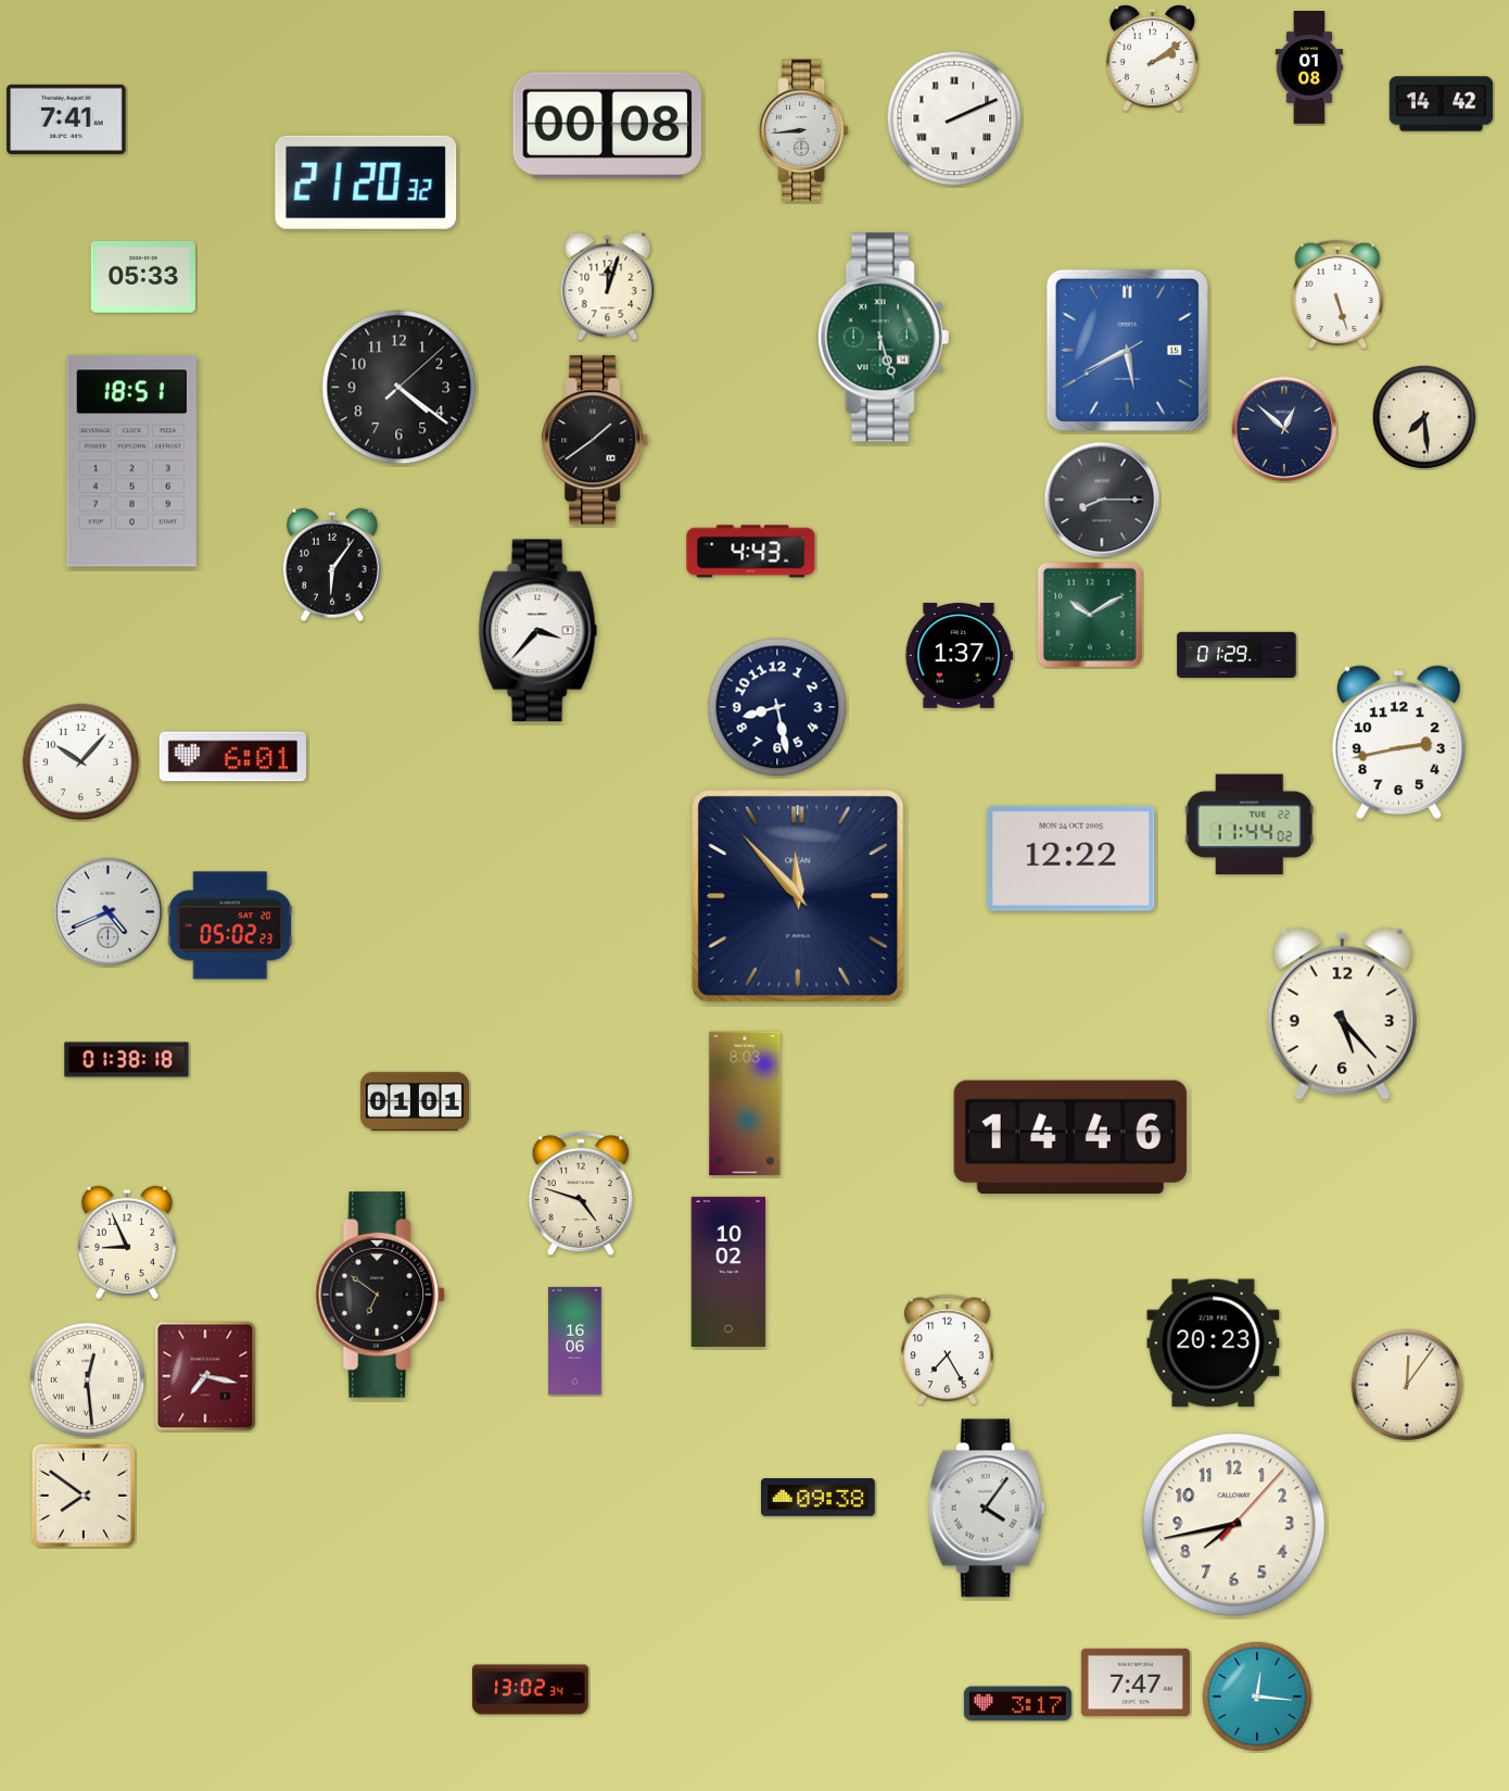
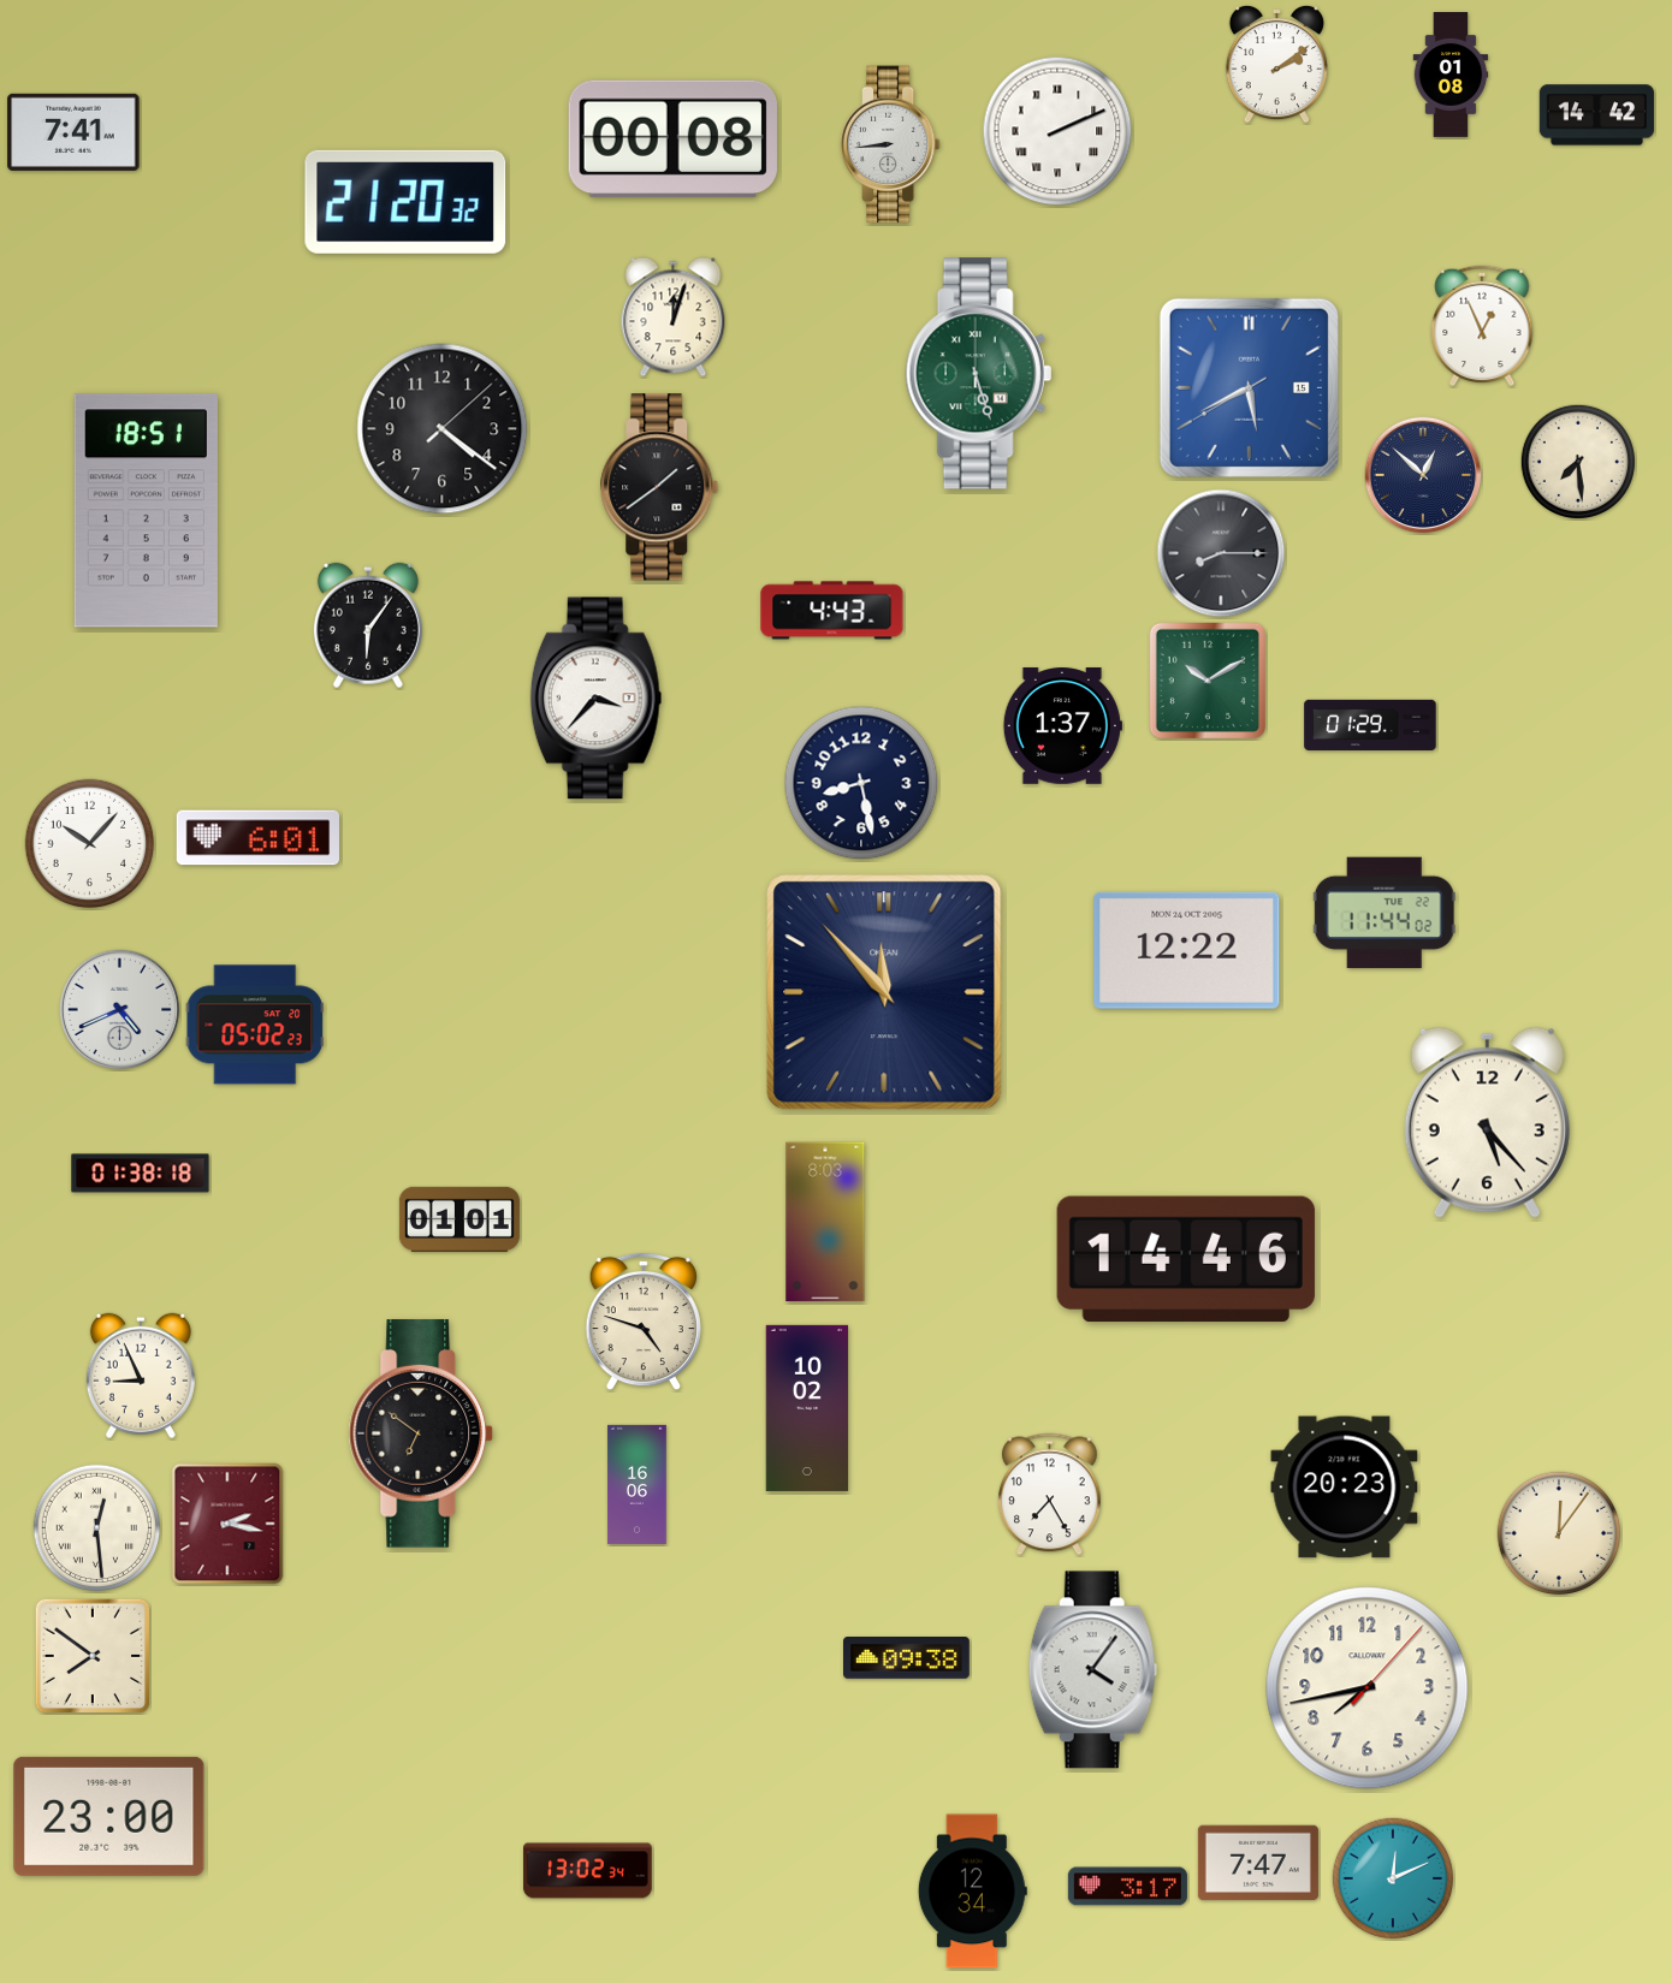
clock at (143, 277): 05:33 -> none
clock at (1337, 294): 5:27 -> 12:56
clock at (1398, 743): 2:43 -> none
clock at (205, 1376): 7:17 -> 2:17
clock at (109, 1816): none -> 23:00
clock at (1256, 1695): 12:16 -> 12:11
clock at (972, 1892): none -> 12:34
